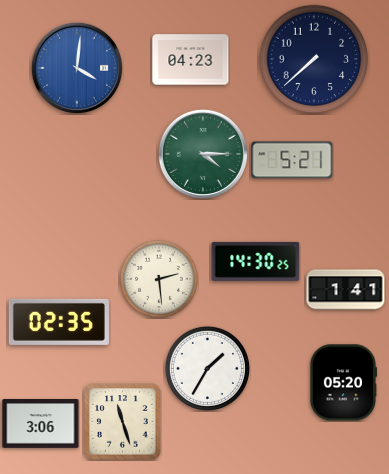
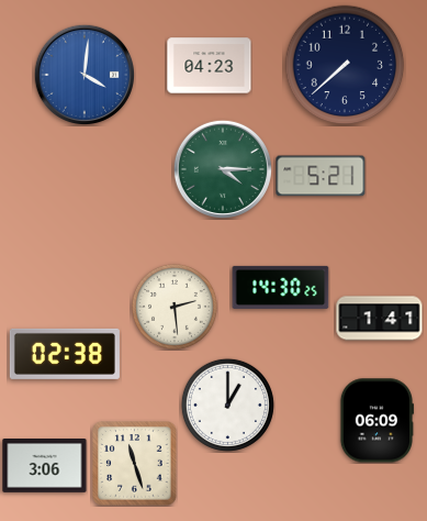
clock at (59, 322): 02:35 -> 02:38
clock at (207, 368): 1:35 -> 1:00
clock at (342, 383): 05:20 -> 06:09
